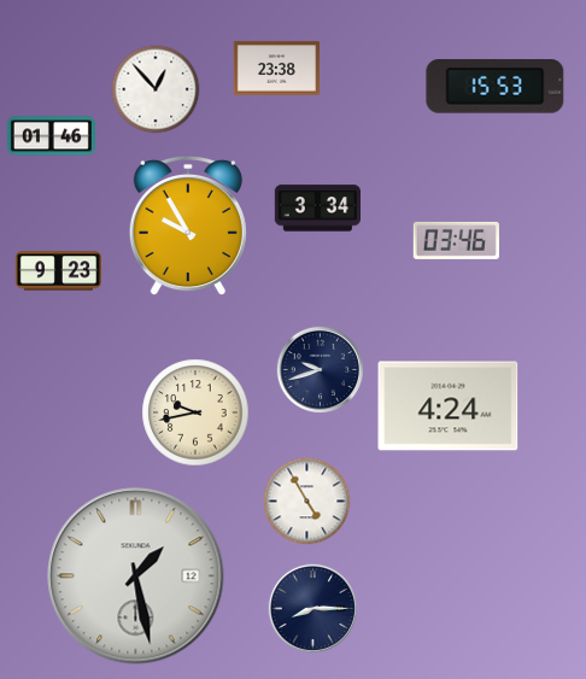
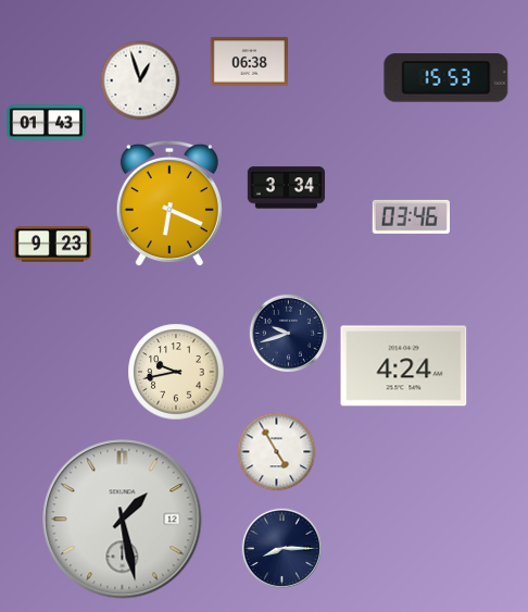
clock at (276, 69): 23:38 -> 06:38
clock at (156, 89): 12:53 -> 12:57
clock at (51, 136): 01:46 -> 01:43
clock at (188, 226): 9:55 -> 6:19
